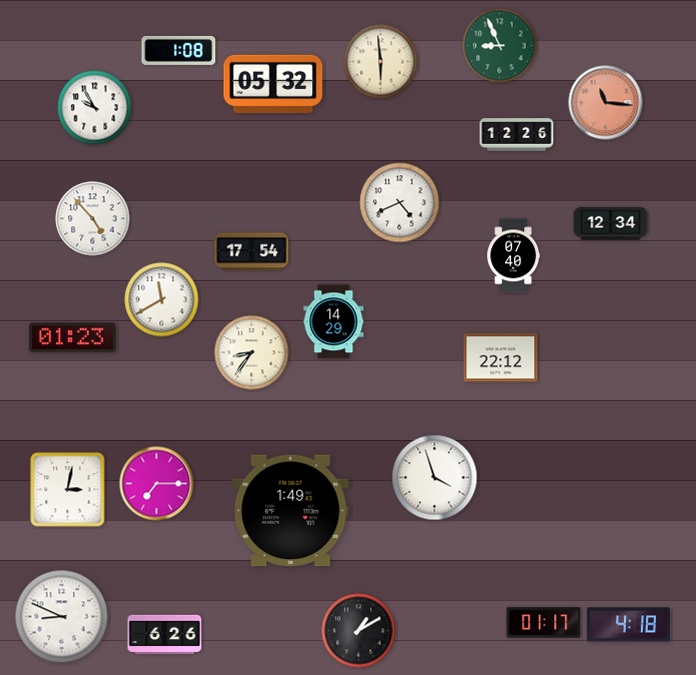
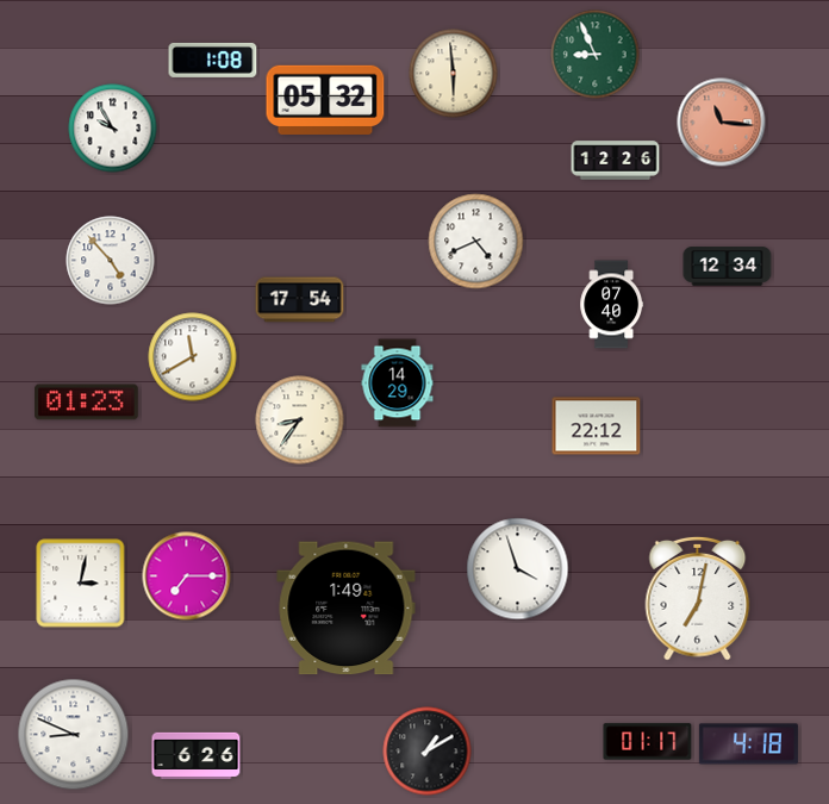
clock at (698, 598): none -> 7:02
